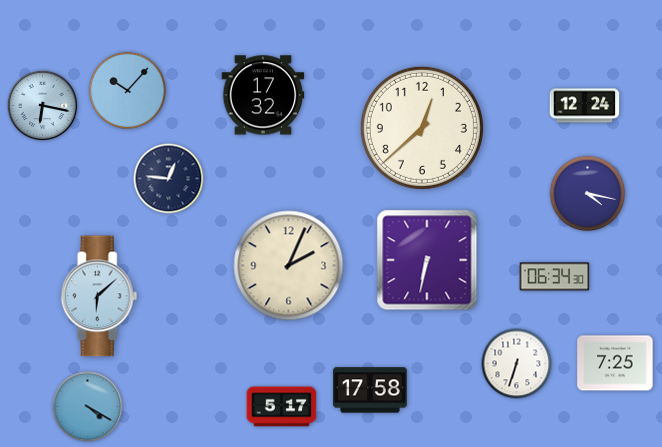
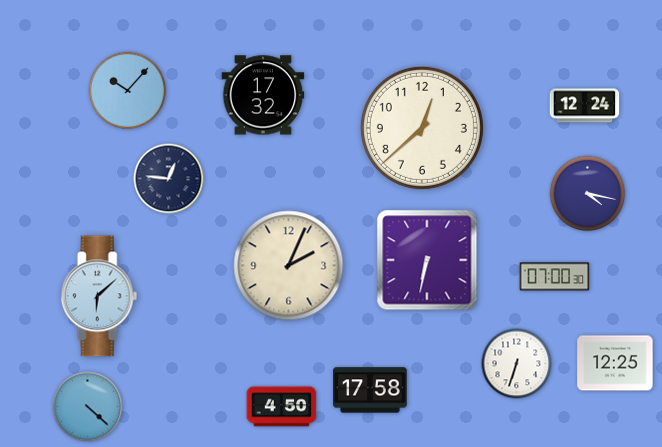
clock at (43, 106): 6:17 -> none
clock at (555, 277): 06:34 -> 07:00
clock at (615, 363): 7:25 -> 12:25
clock at (88, 407): 4:20 -> 4:22
clock at (282, 407): 5:17 -> 4:50
